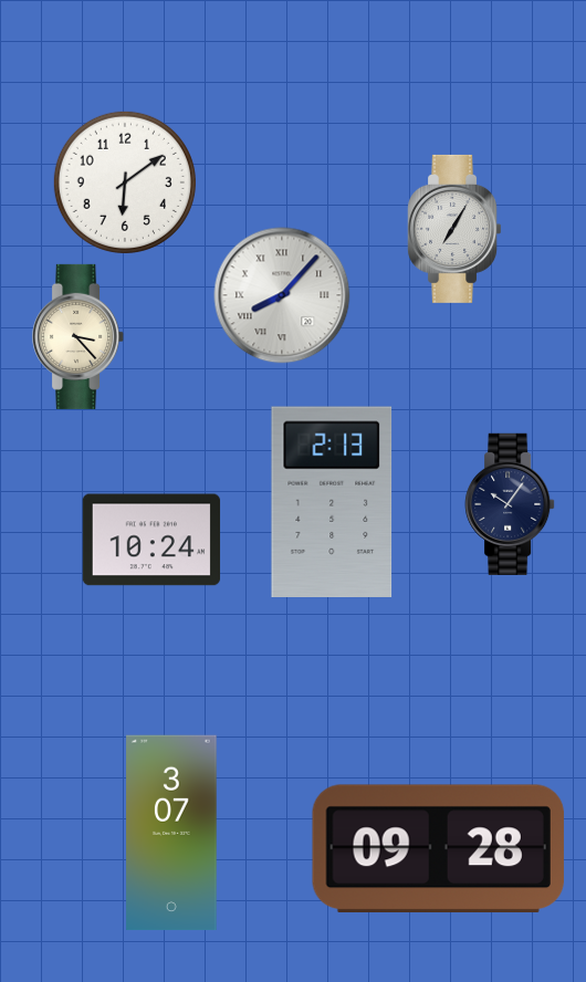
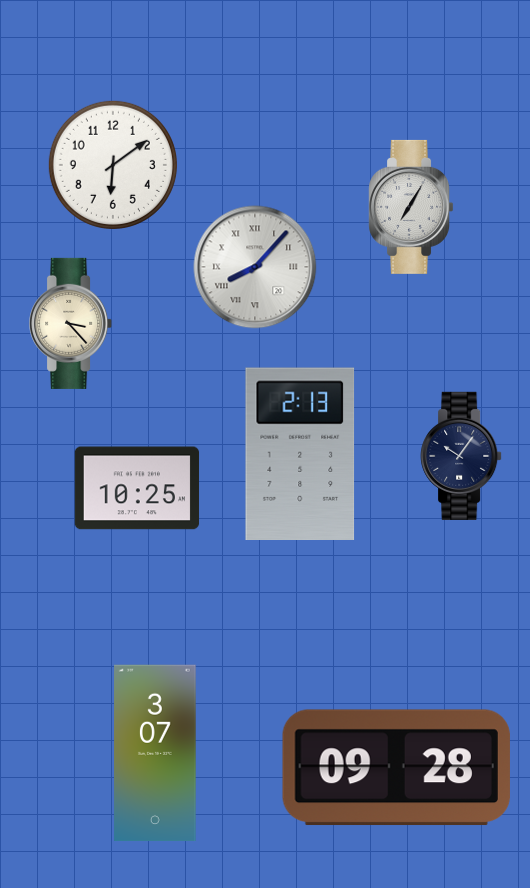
clock at (79, 336) position: (79, 336) -> (71, 323)
clock at (151, 540): 10:24 -> 10:25
